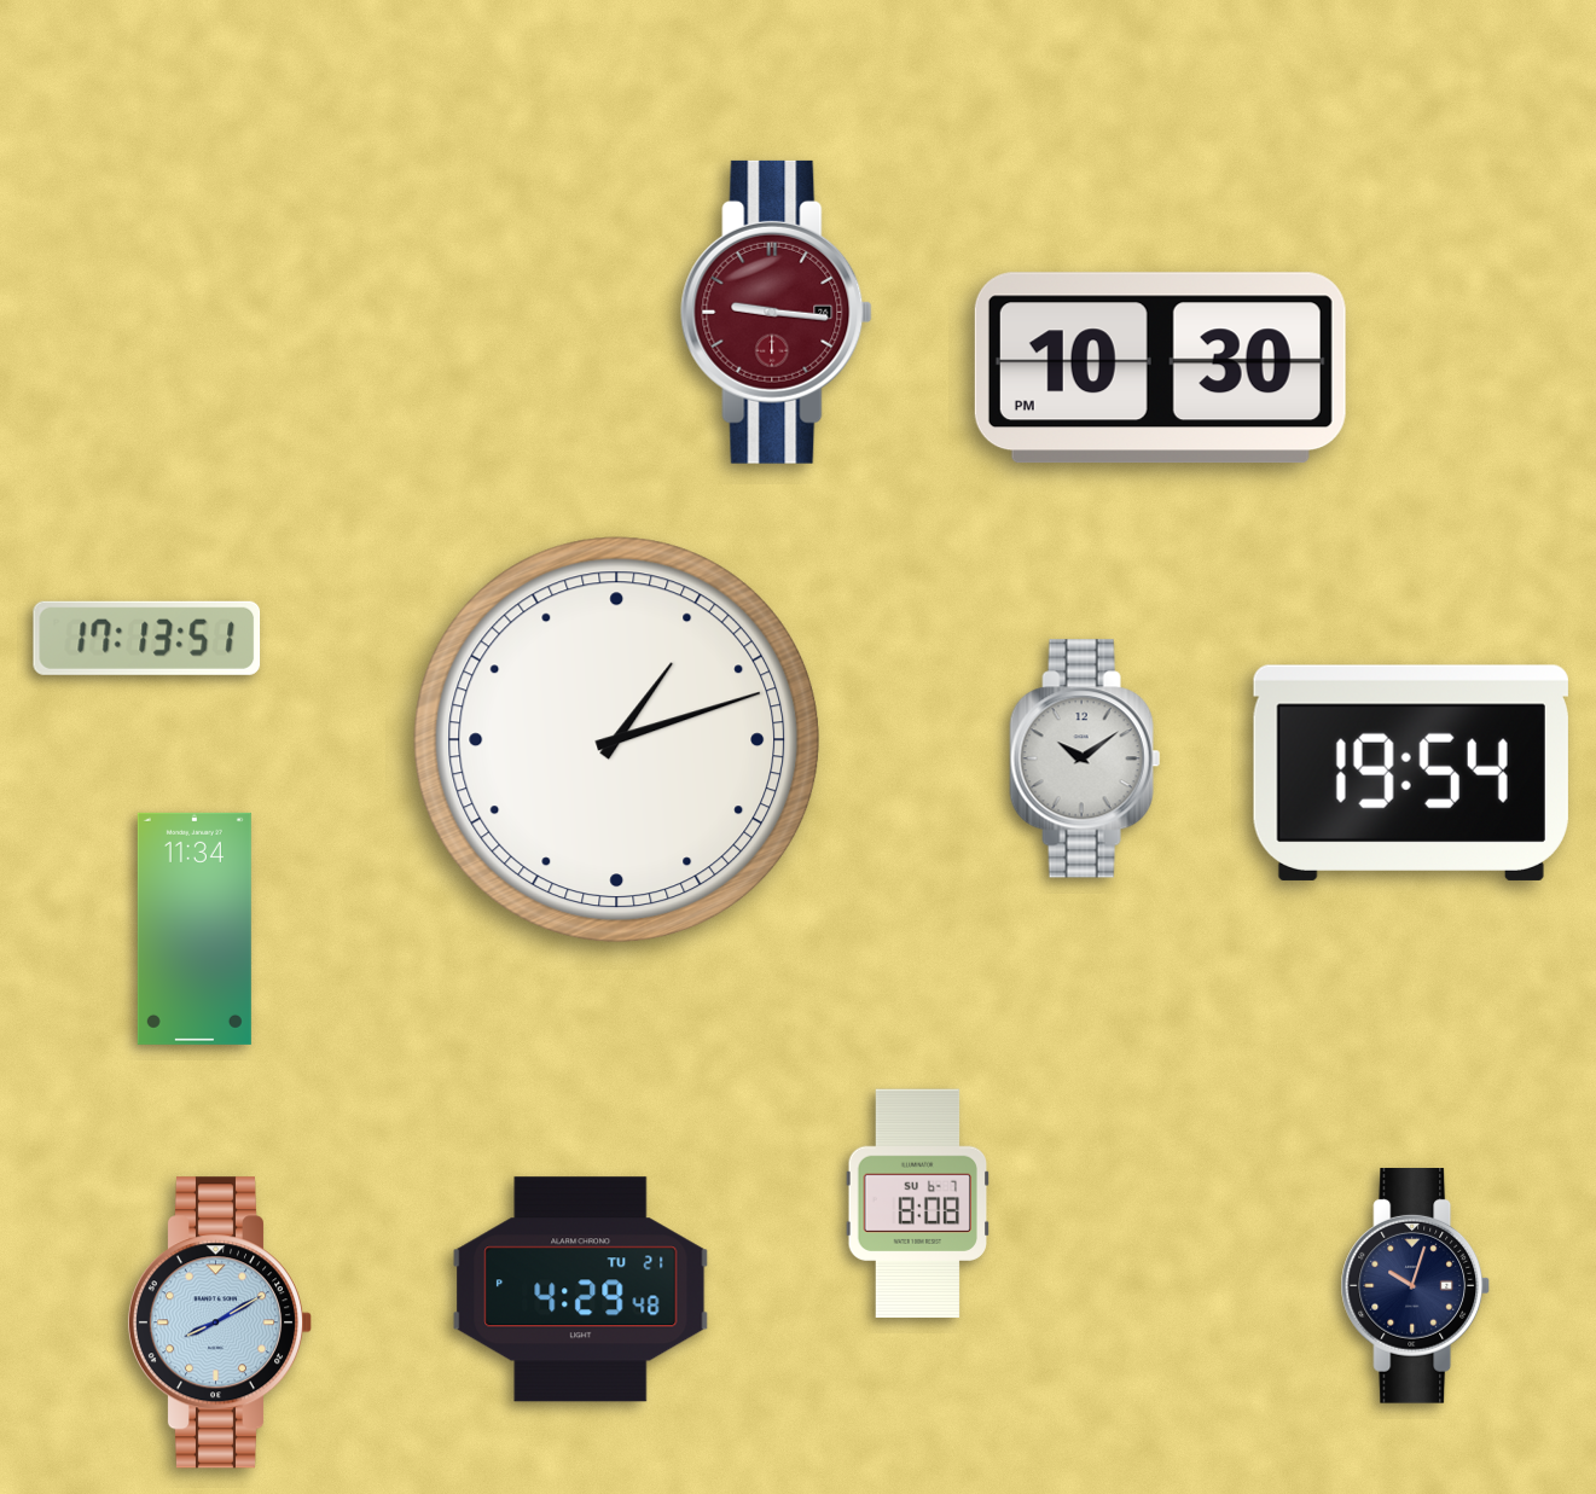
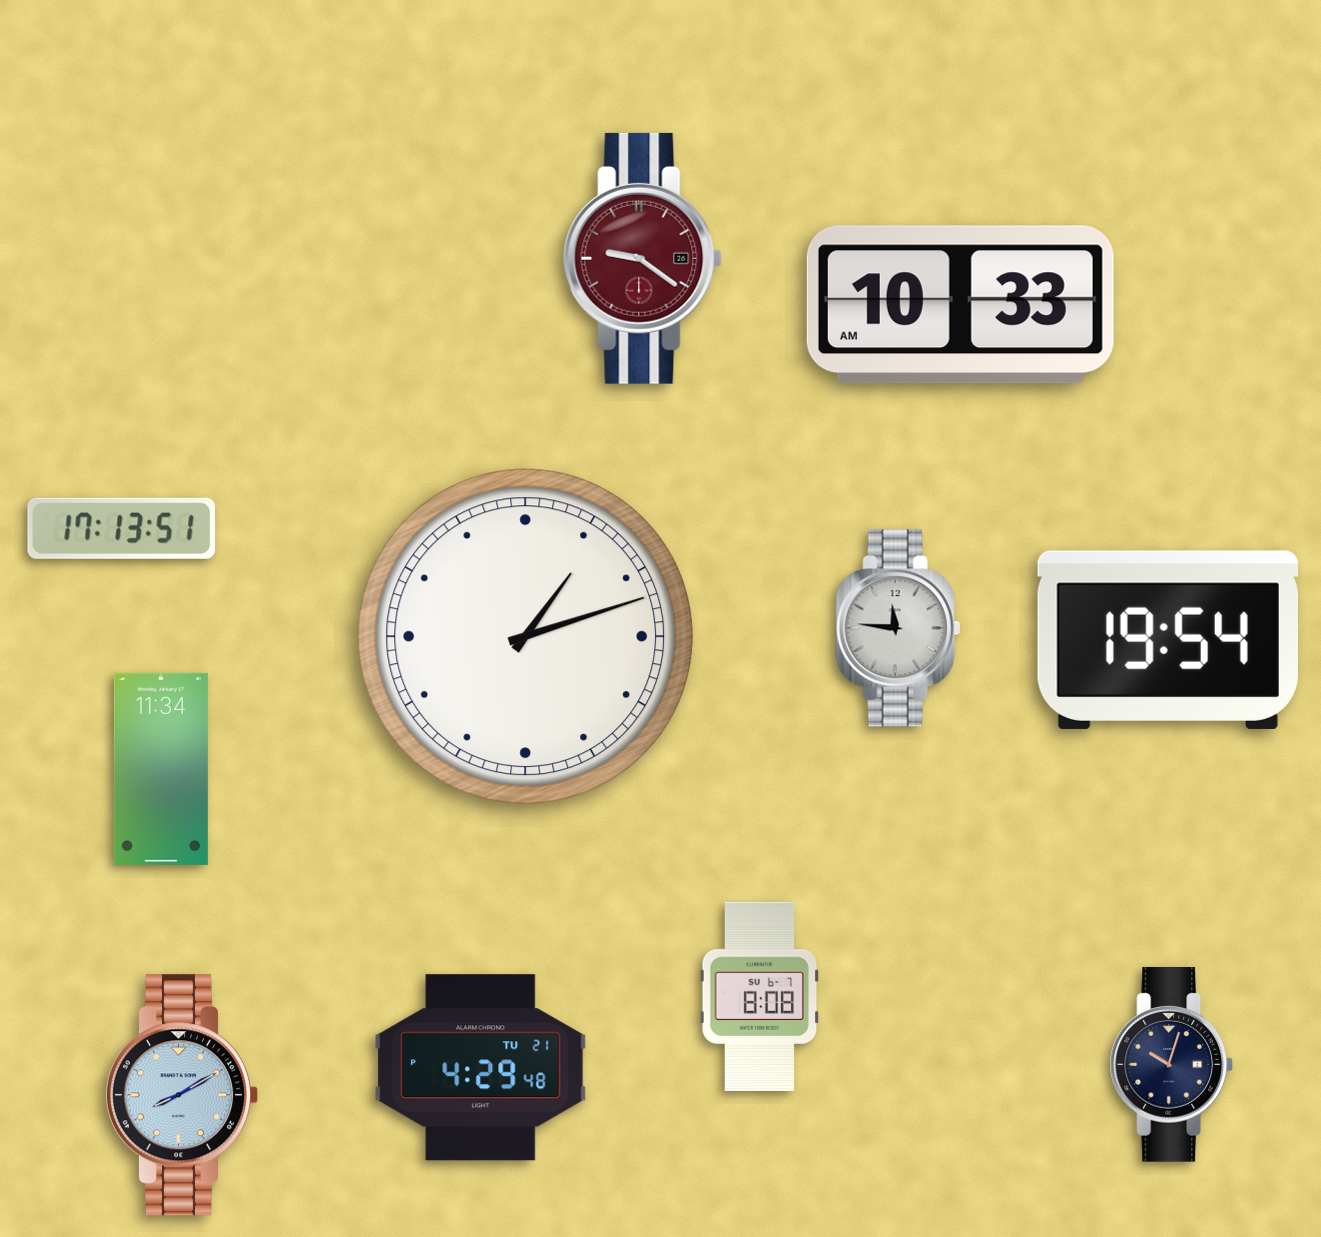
clock at (777, 312): 9:16 -> 9:21
clock at (1160, 368): 10:30 -> 10:33
clock at (617, 740) position: (617, 740) -> (526, 637)
clock at (1085, 758): 10:09 -> 11:46
